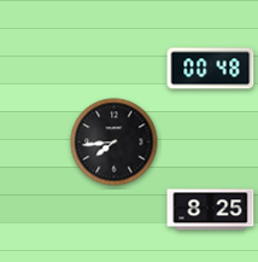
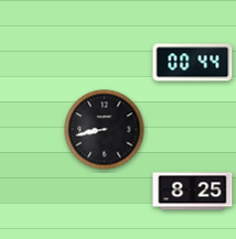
clock at (211, 69): 00:48 -> 00:44
clock at (115, 142): 7:44 -> 8:43
